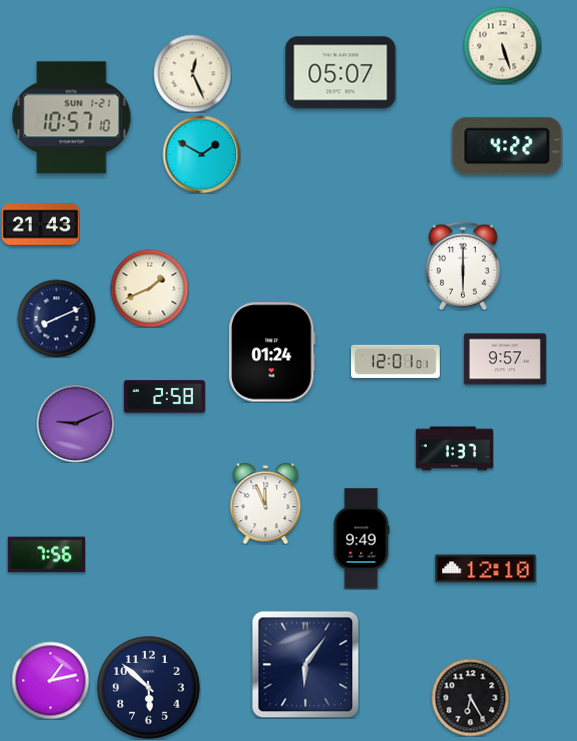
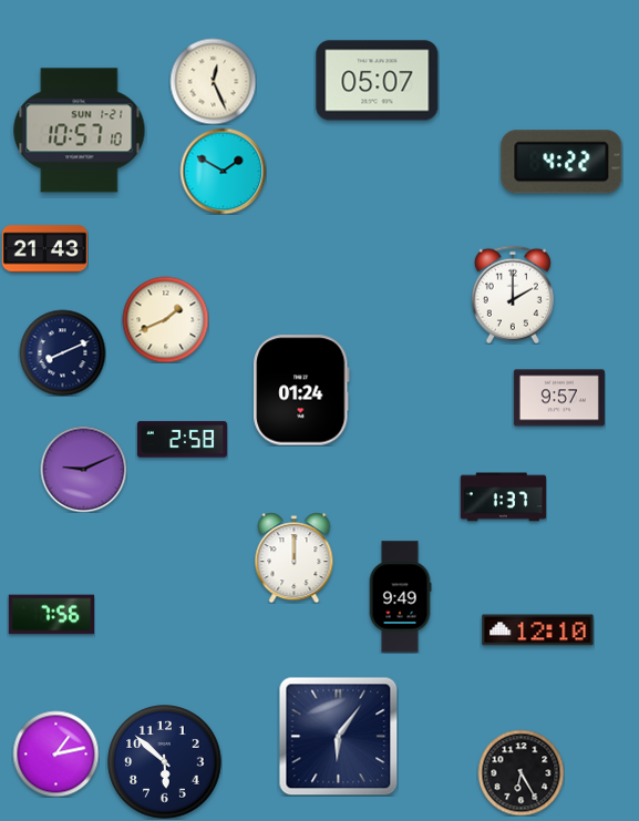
clock at (502, 45): 5:27 -> none
clock at (463, 266): 6:00 -> 2:00
clock at (396, 361): 12:01 -> none
clock at (266, 503): 11:56 -> 12:00
